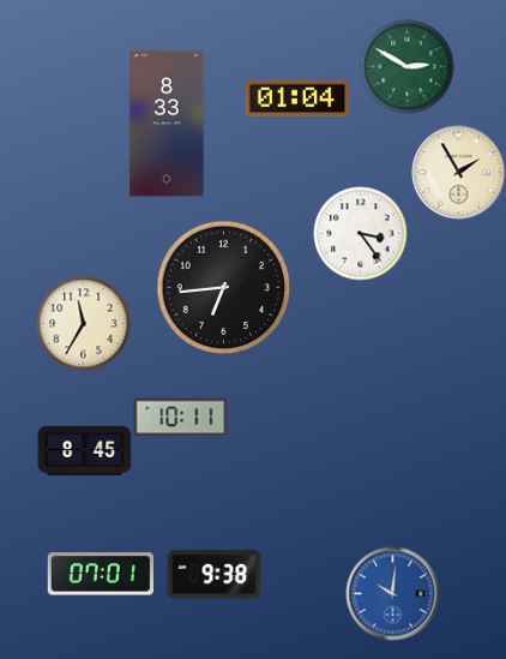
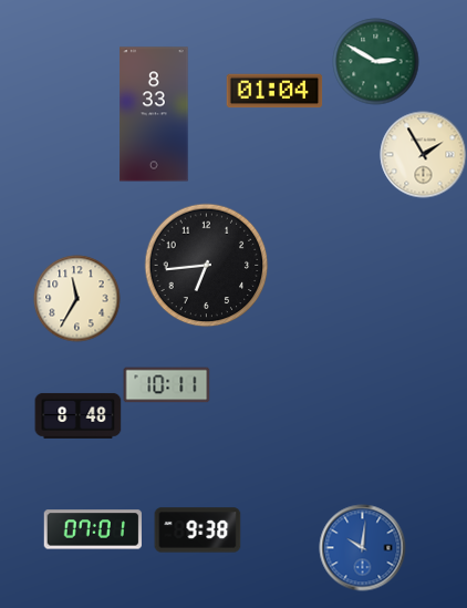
clock at (458, 172) position: (458, 172) -> (423, 154)
clock at (360, 233): 3:24 -> none
clock at (84, 450): 8:45 -> 8:48
